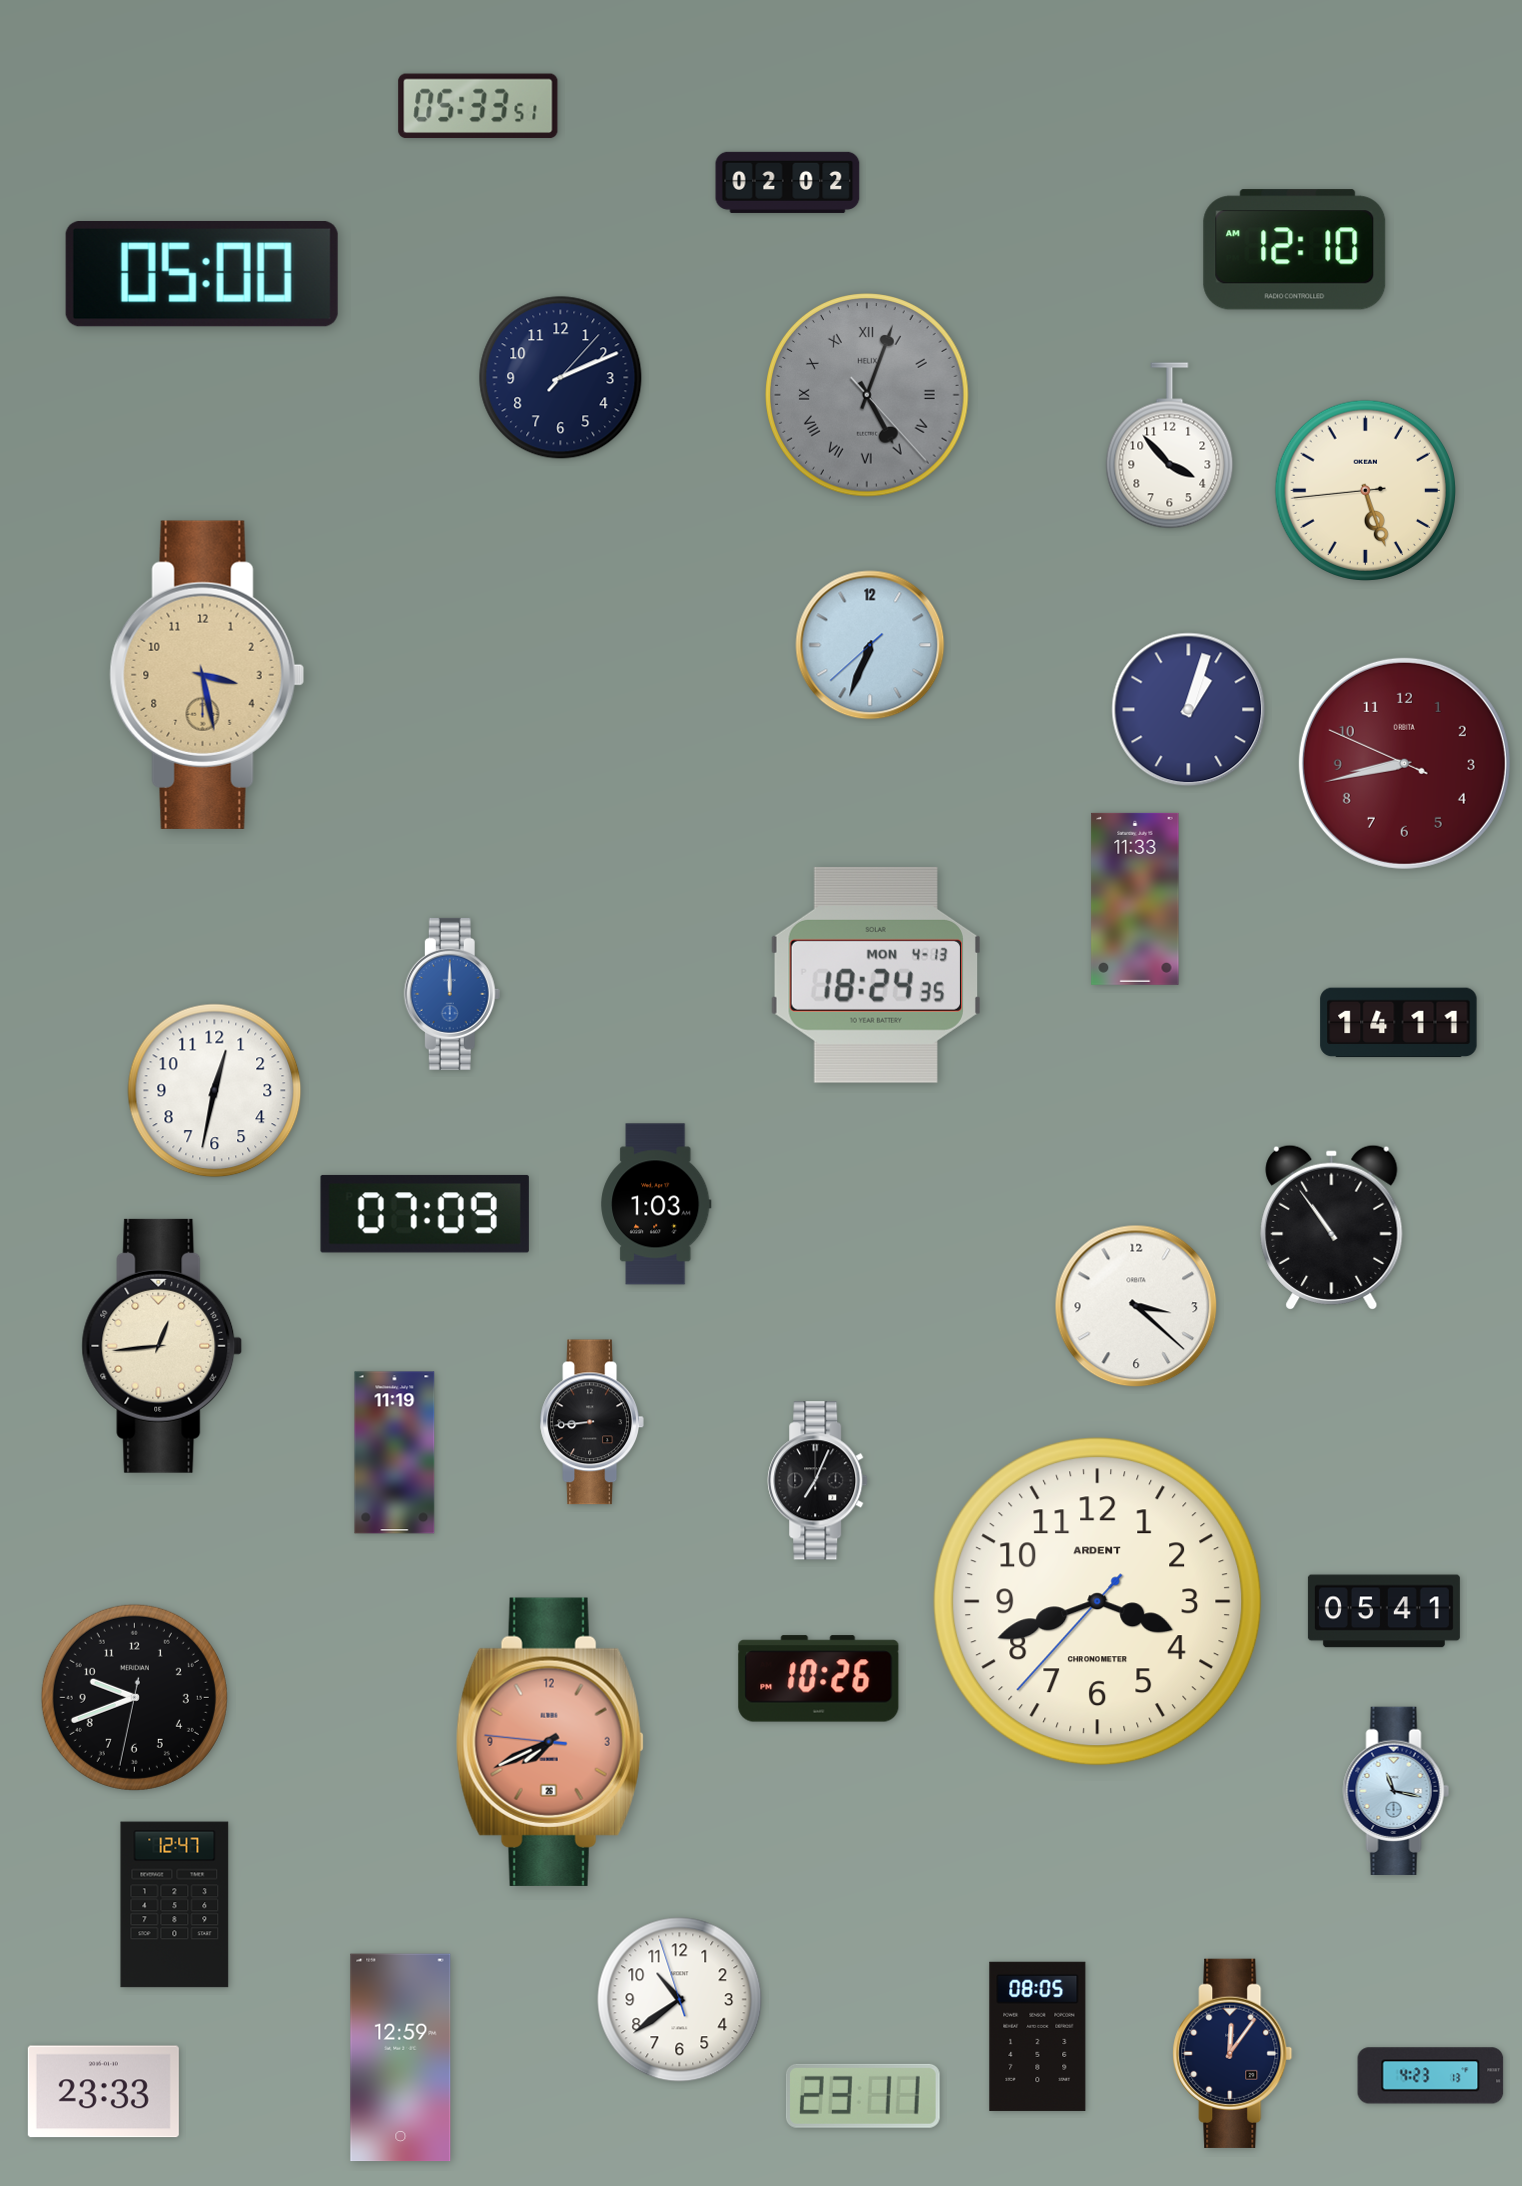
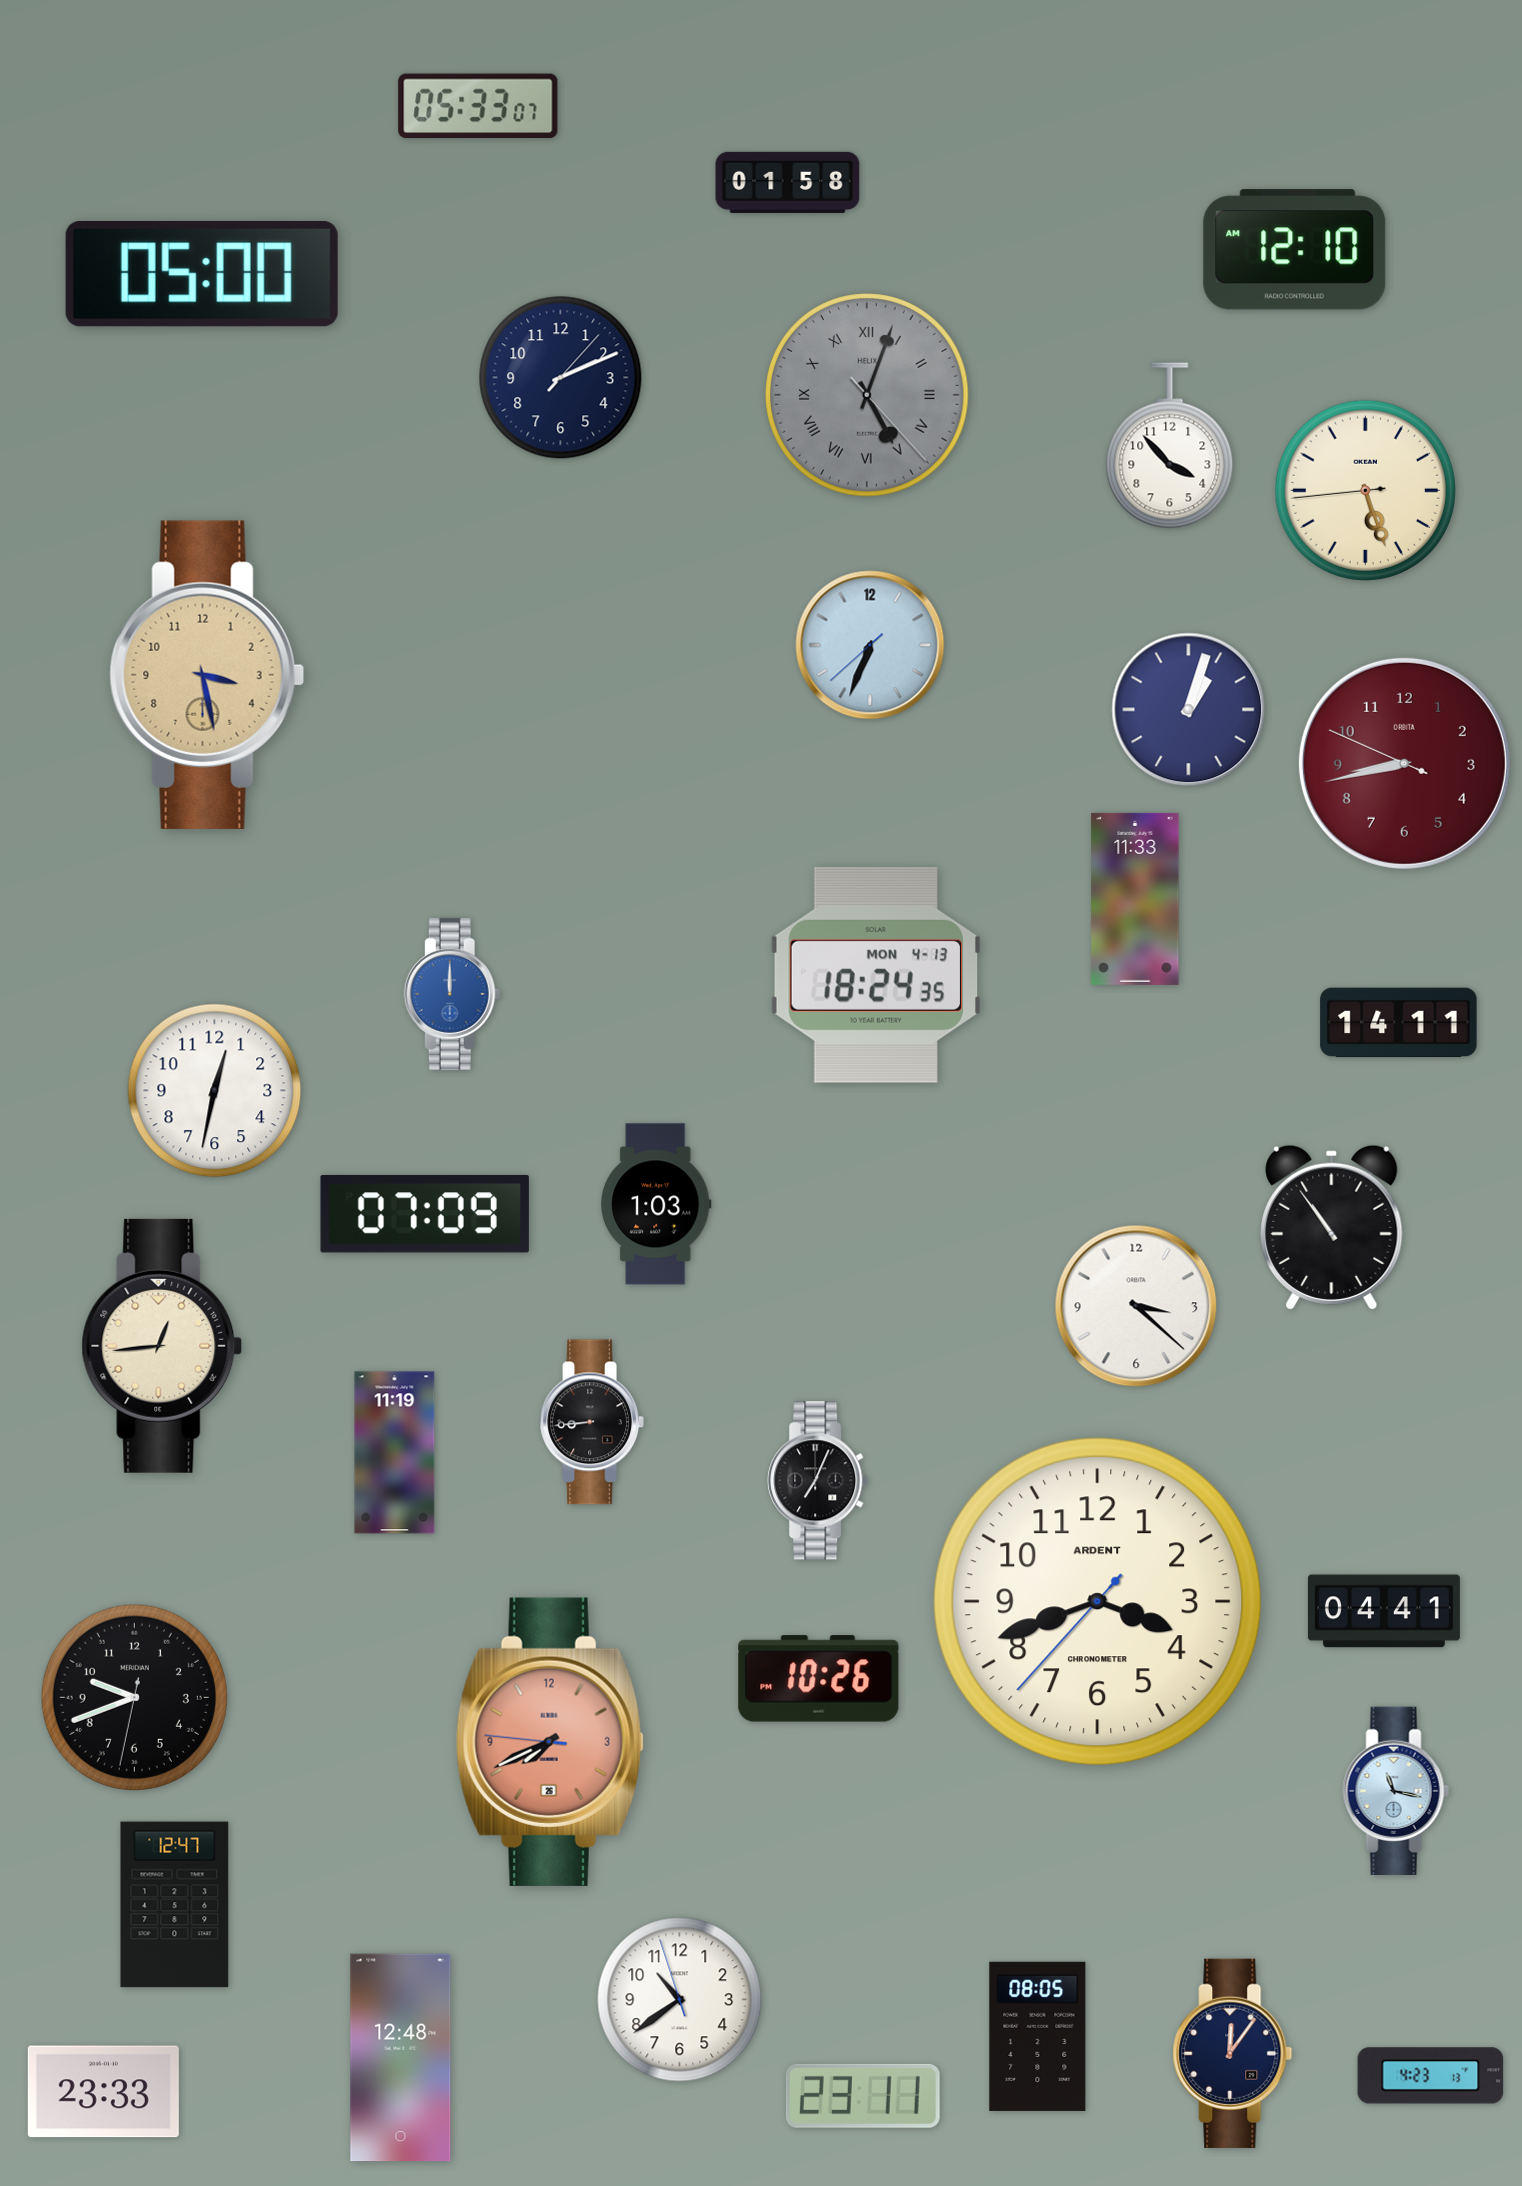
clock at (478, 106): 05:33:51 -> 05:33:07
clock at (788, 182): 02:02 -> 01:58
clock at (1384, 1611): 05:41 -> 04:41
clock at (401, 2058): 12:59 -> 12:48
